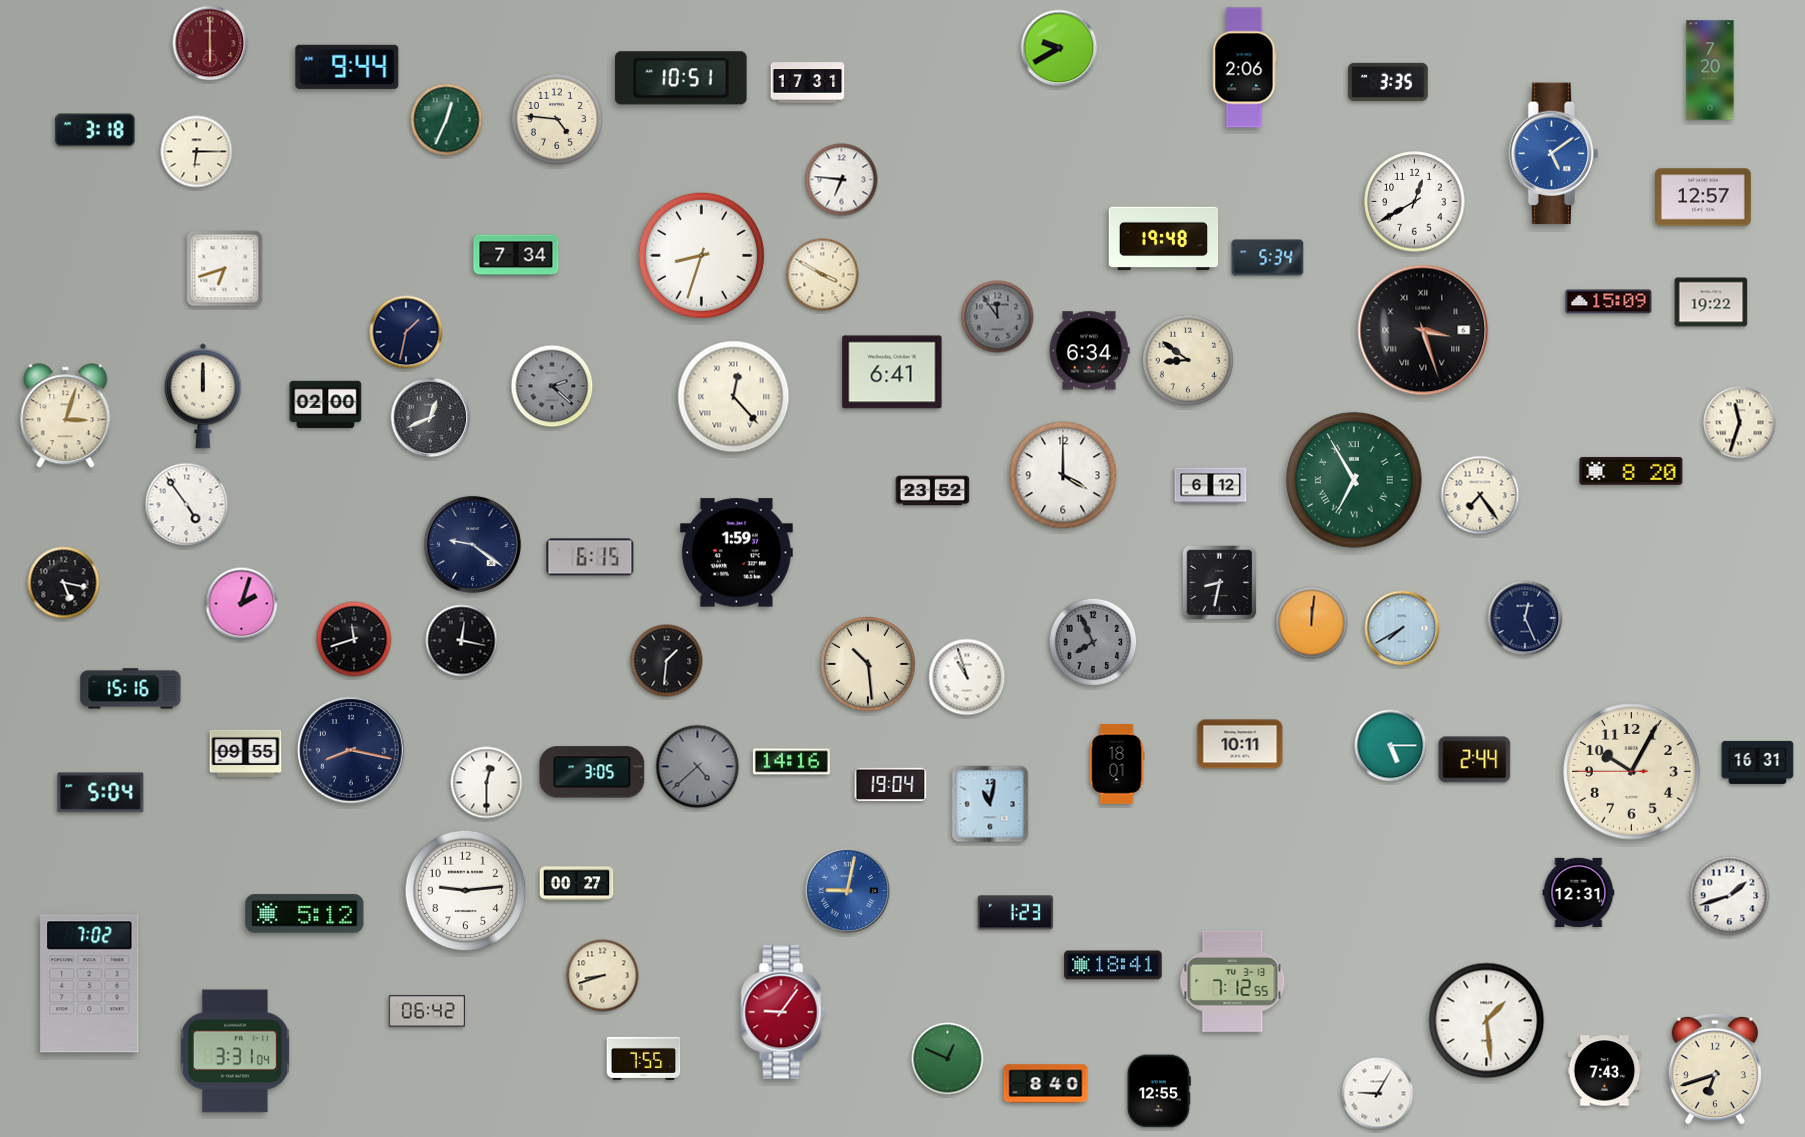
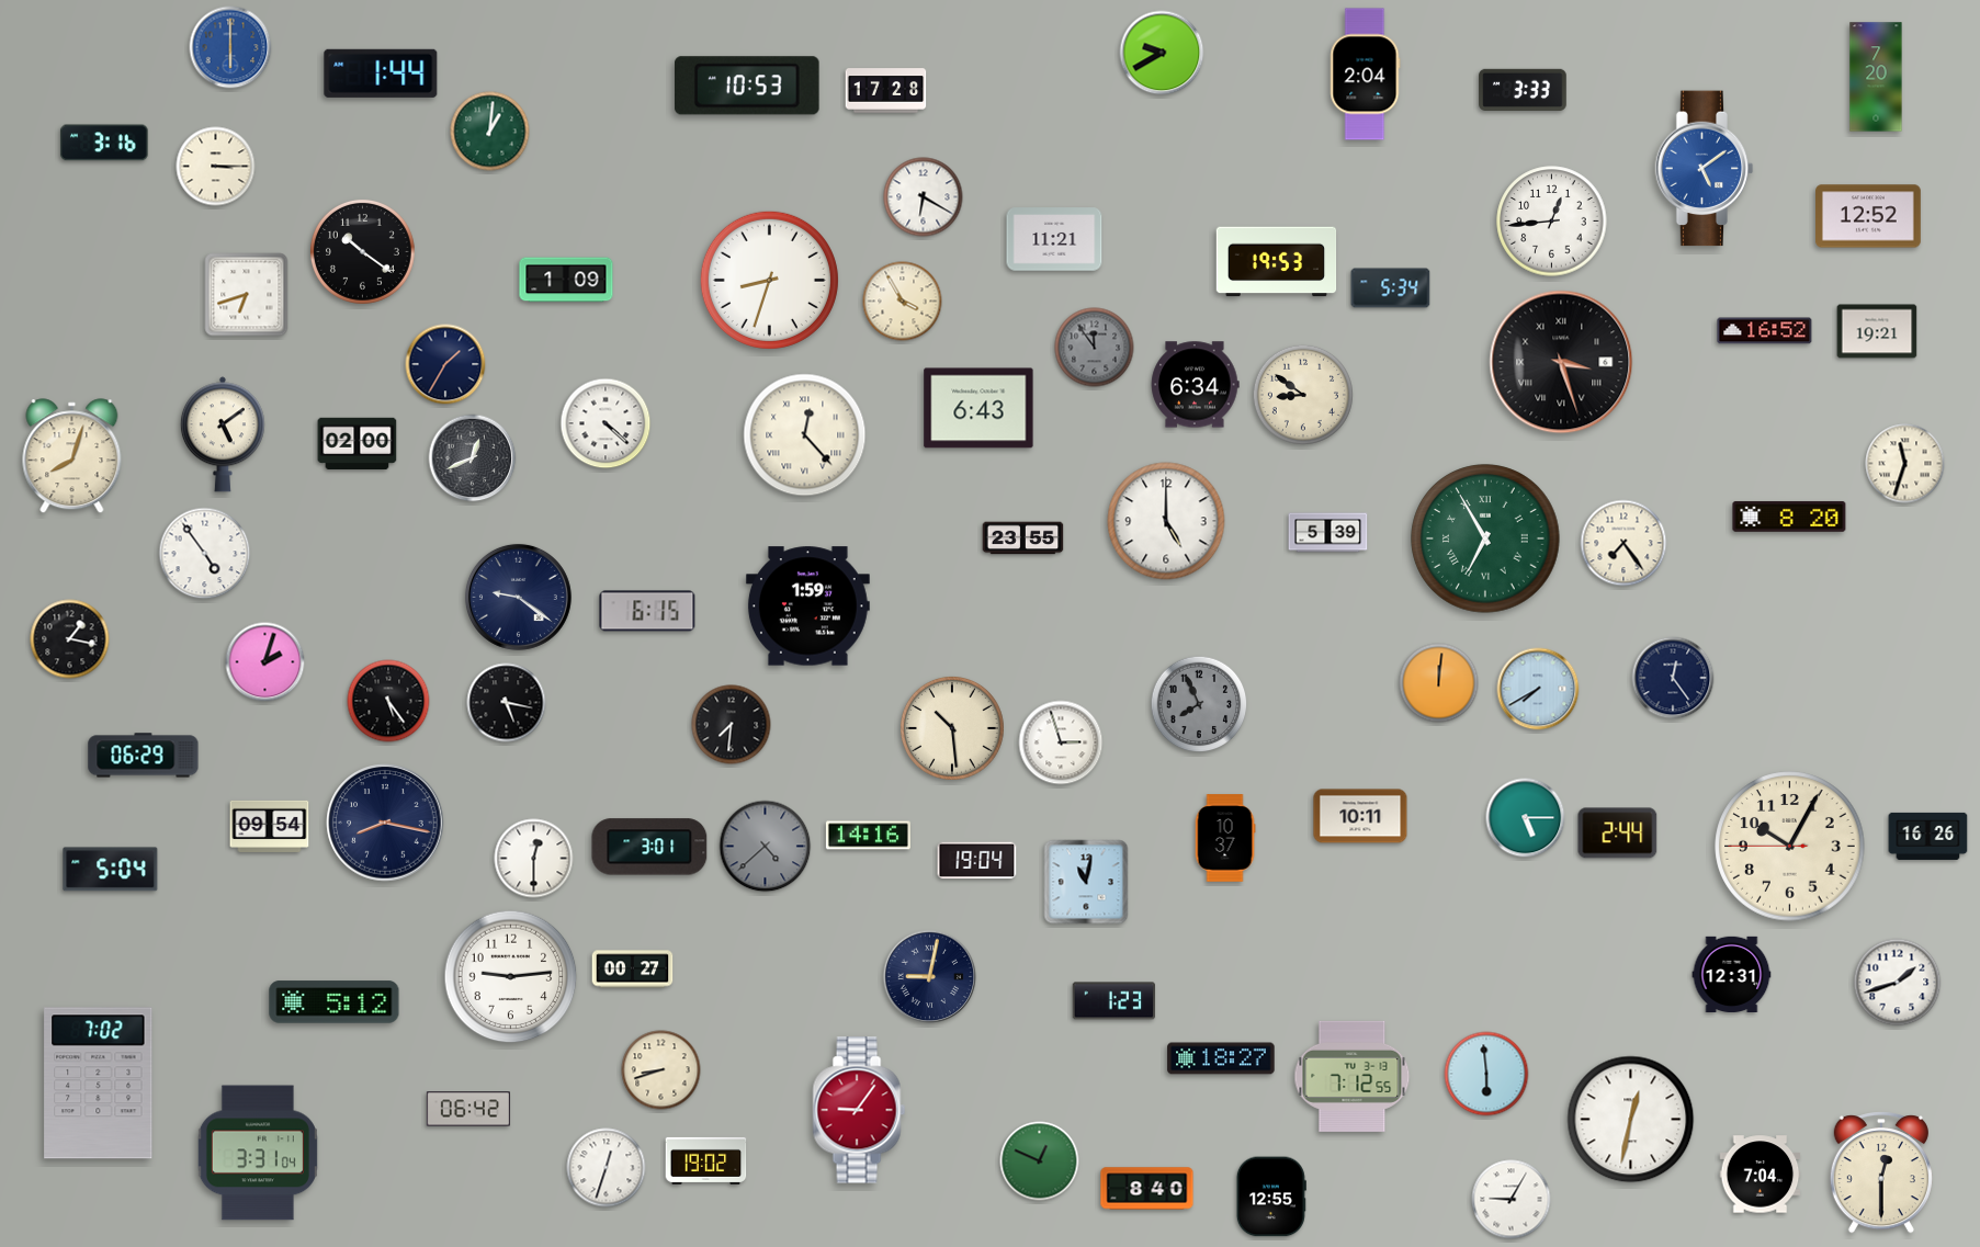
clock at (210, 43) dial: burgundy -> blue
clock at (347, 67): 9:44 -> 1:44
clock at (1245, 68): 2:06 -> 2:04
clock at (681, 78): 10:51 -> 10:53
clock at (1388, 81): 3:35 -> 3:33
clock at (808, 83): 17:31 -> 17:28
clock at (557, 119): 4:46 -> none
clock at (447, 120): 12:34 -> 1:01
clock at (95, 130): 3:18 -> 3:16
clock at (197, 152): 6:15 -> 3:15
clock at (842, 180): 6:46 -> 6:20
clock at (1704, 197): 12:57 -> 12:52
clock at (1415, 202): 12:40 -> 12:44
clock at (1054, 239): none -> 11:21
clock at (363, 252): none -> 10:21
clock at (1164, 239): 19:48 -> 19:53
clock at (516, 255): 7:34 -> 1:09
clock at (1268, 258) position: (1268, 258) -> (1391, 288)
clock at (823, 275): 3:50 -> 3:55
clock at (1609, 302): 15:09 -> 16:52
clock at (1711, 302): 19:22 -> 19:21
clock at (406, 332): 1:32 -> 1:35
clock at (892, 372): 6:41 -> 6:43
clock at (552, 386): 2:22 -> 4:22
clock at (552, 386) dial: grey -> white
clock at (203, 396): 12:00 -> 5:09
clock at (66, 416): 3:03 -> 8:03
clock at (1740, 423) position: (1740, 423) -> (1905, 464)
clock at (1063, 475): 4:00 -> 5:00
clock at (1354, 480) position: (1354, 480) -> (1485, 539)
clock at (1211, 486): 6:12 -> 5:39
clock at (933, 491): 23:52 -> 23:55
clock at (64, 583): 5:17 -> 1:17
clock at (1220, 583): 8:32 -> none
clock at (1525, 618): 12:26 -> 12:24
clock at (354, 639): 11:42 -> 5:24
clock at (462, 641): 12:17 -> 5:17
clock at (667, 661): 1:31 -> 7:31
clock at (967, 677): 10:57 -> 2:57
clock at (131, 689): 15:16 -> 06:29
clock at (246, 753): 09:55 -> 09:54
clock at (1758, 762): 16:31 -> 16:26
clock at (1117, 764): 18:01 -> 10:37
clock at (698, 767) position: (698, 767) -> (766, 847)
clock at (592, 772): 3:05 -> 3:01
clock at (848, 891) dial: blue -> navy
clock at (1579, 892) position: (1579, 892) -> (1732, 974)
clock at (1113, 965): 18:41 -> 18:27
clock at (1486, 1074): none -> 5:59
clock at (90, 984) position: (90, 984) -> (99, 1084)
clock at (1487, 1021): 1:29 -> 12:32
clock at (644, 1058): 7:55 -> 19:02
clock at (607, 1168): none -> 12:33
clock at (1715, 1070): 6:42 -> 12:30
clock at (1605, 1071): 7:43 -> 7:04
